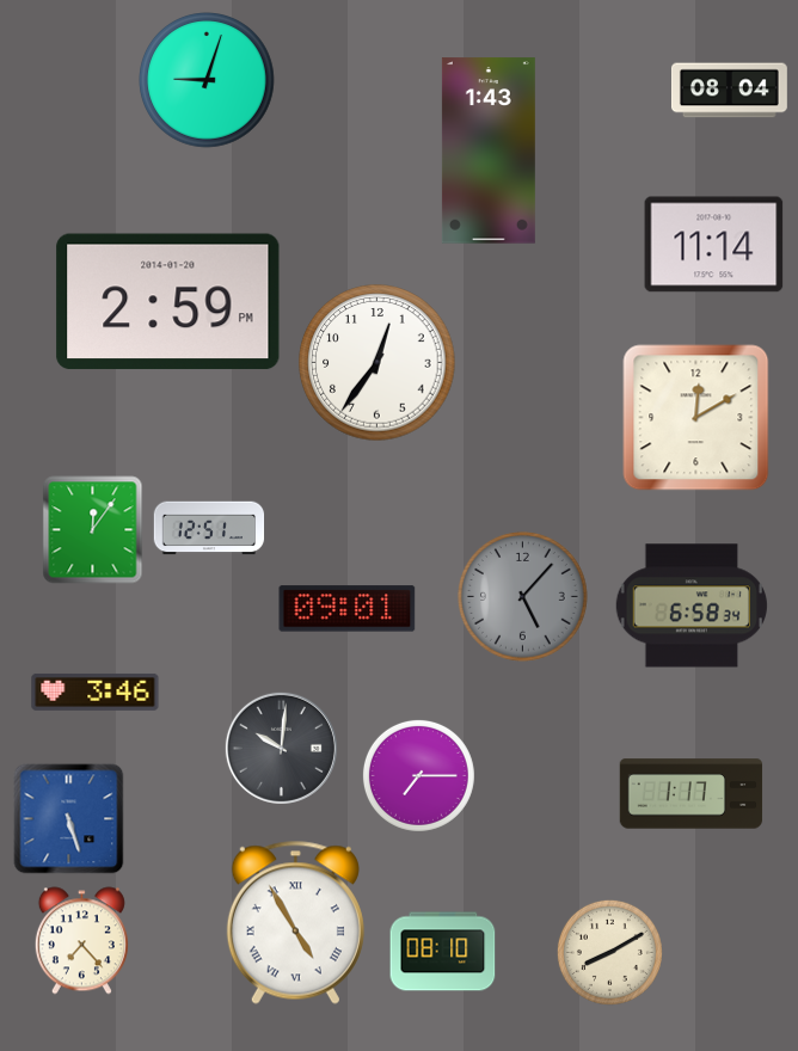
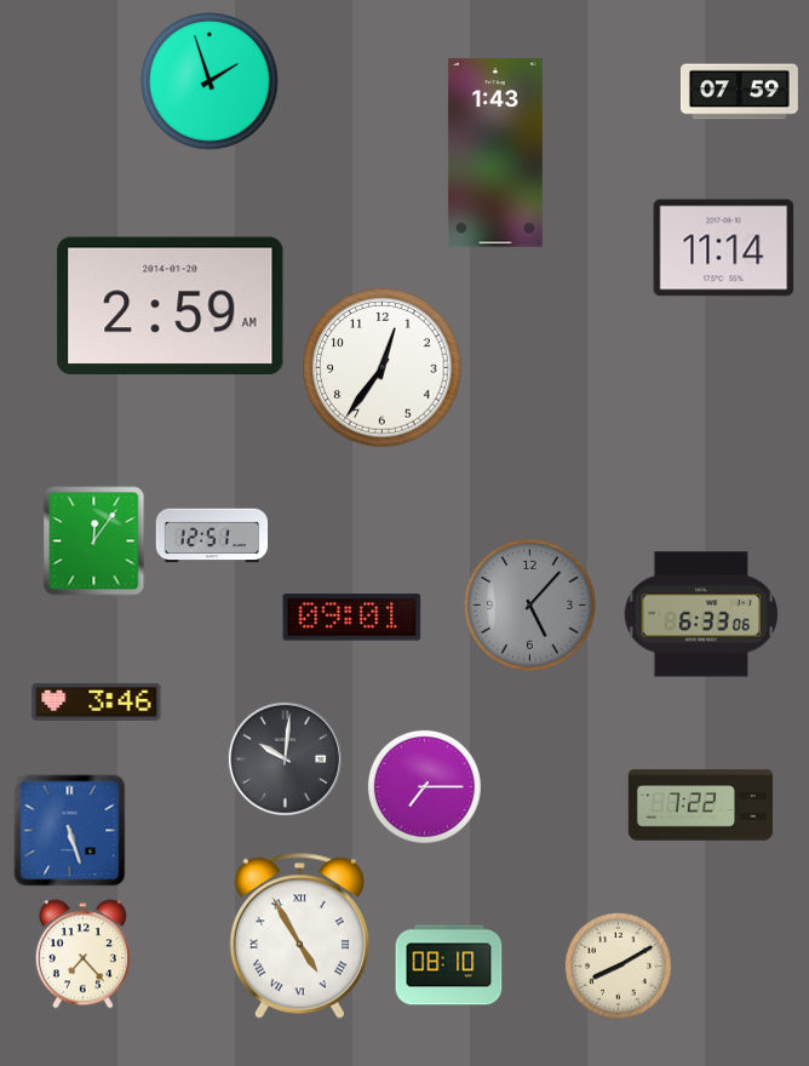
clock at (208, 81): 9:03 -> 1:57
clock at (729, 91): 08:04 -> 07:59
clock at (168, 302): 2:59 PM -> 2:59 AM
clock at (696, 418): 12:10 -> none
clock at (93, 530) position: (93, 530) -> (94, 541)
clock at (692, 606): 6:58 -> 6:33
clock at (692, 794): 1:17 -> 7:22
